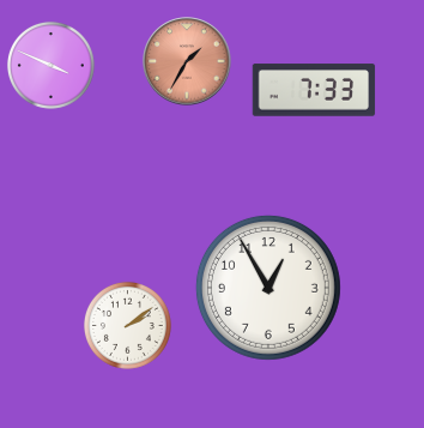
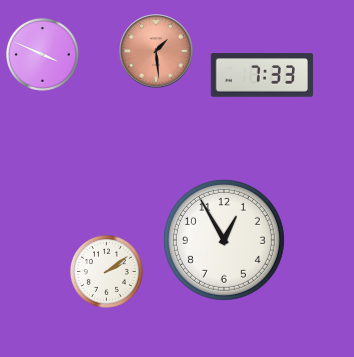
clock at (187, 61): 1:35 -> 1:29
